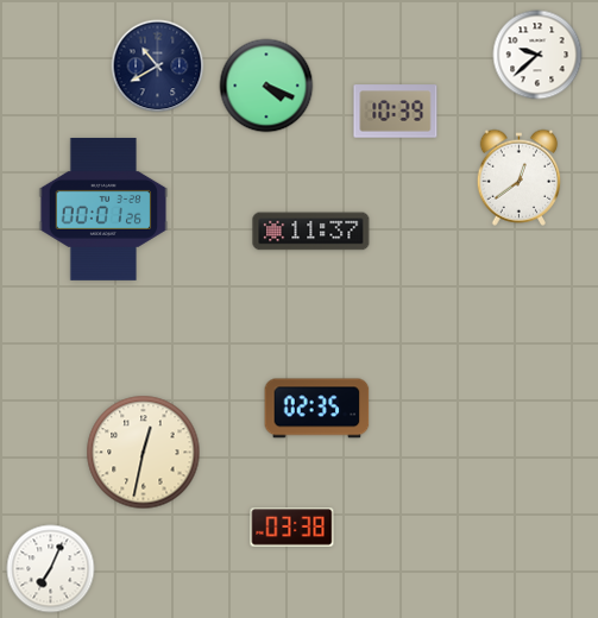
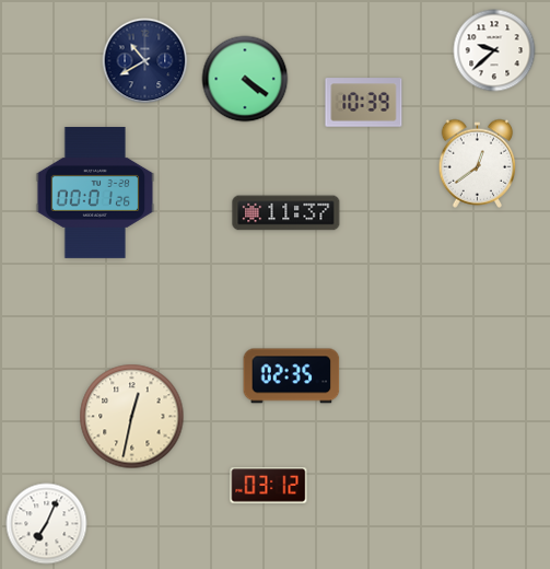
clock at (266, 86): 4:19 -> 4:21
clock at (292, 528): 03:38 -> 03:12
